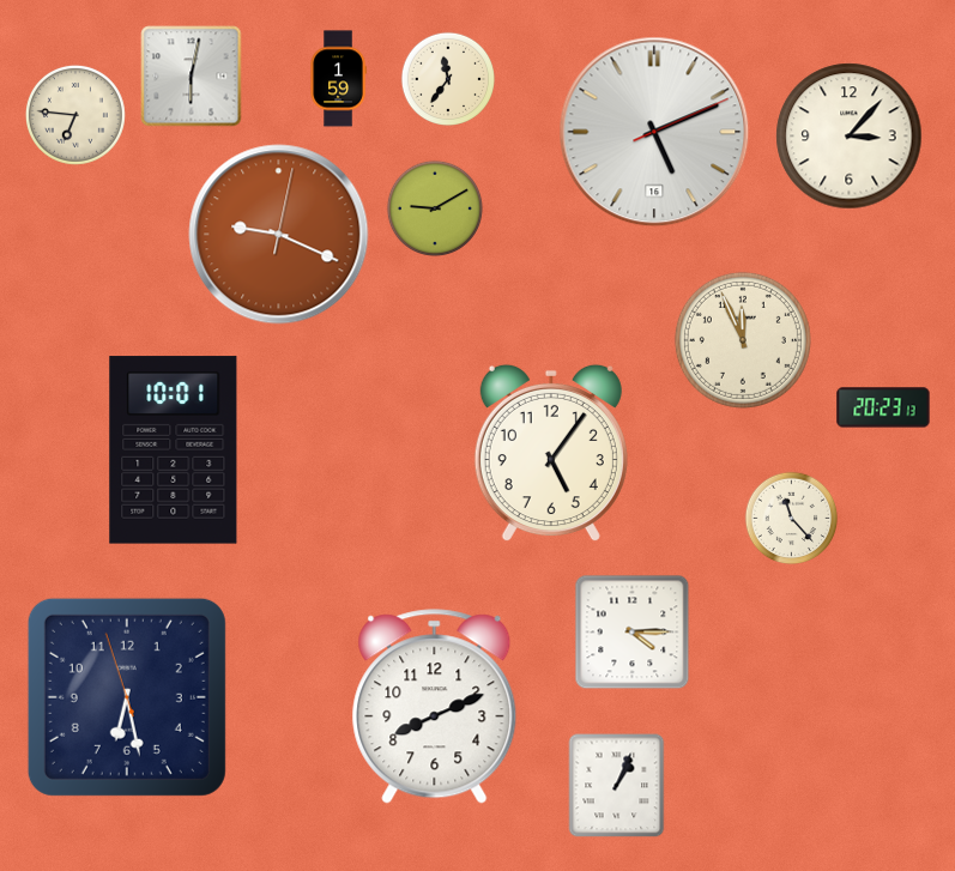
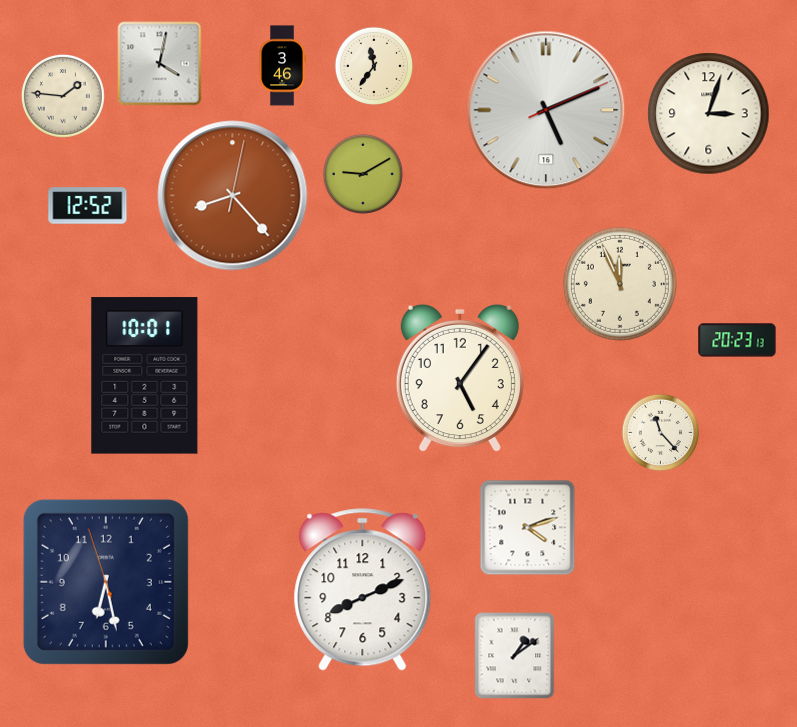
clock at (192, 77): 6:02 -> 4:02
clock at (338, 79): 1:59 -> 3:46
clock at (75, 115): 6:46 -> 1:46
clock at (850, 137): 3:07 -> 3:03
clock at (279, 235): 9:19 -> 8:23
clock at (88, 206): none -> 12:52
clock at (633, 633): 4:15 -> 4:12
clock at (617, 786): 1:04 -> 1:09
